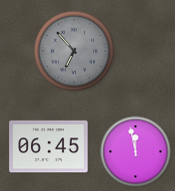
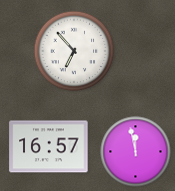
clock at (74, 51) dial: grey -> white
clock at (49, 147): 06:45 -> 16:57
